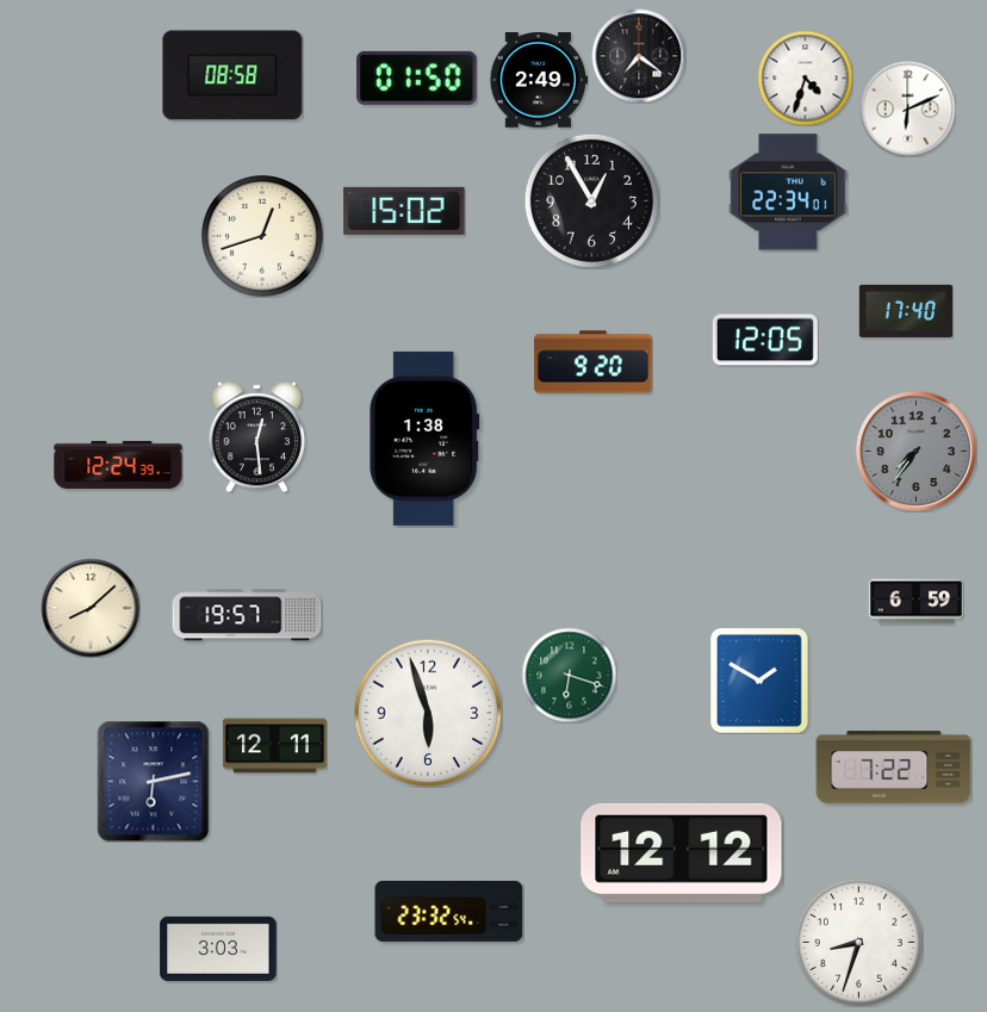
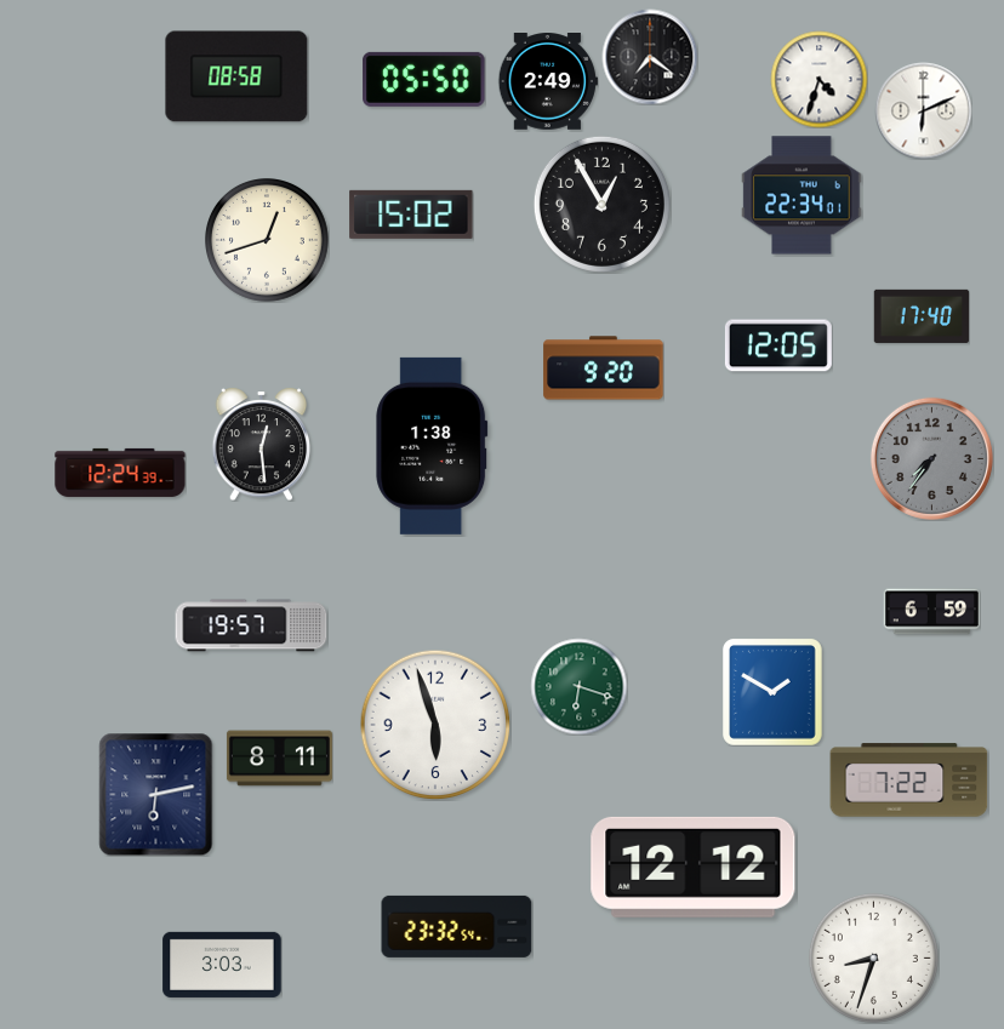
clock at (417, 77): 01:50 -> 05:50
clock at (91, 608): 8:08 -> none
clock at (274, 746): 12:11 -> 8:11
